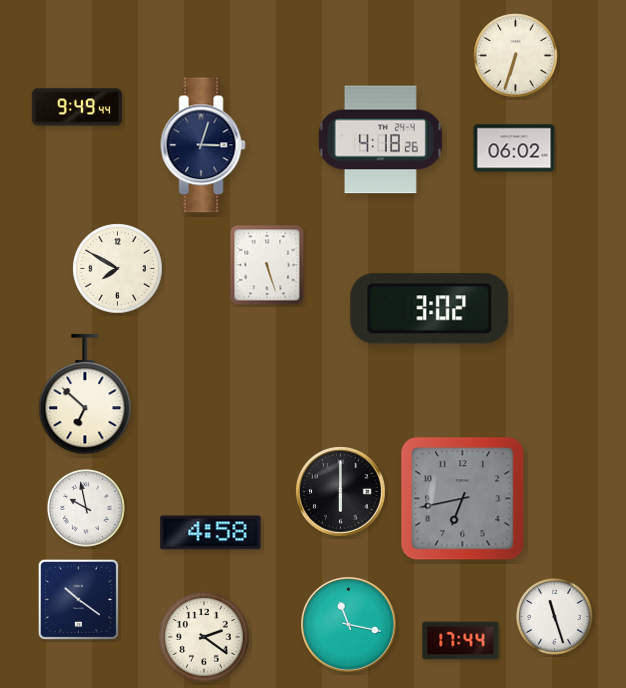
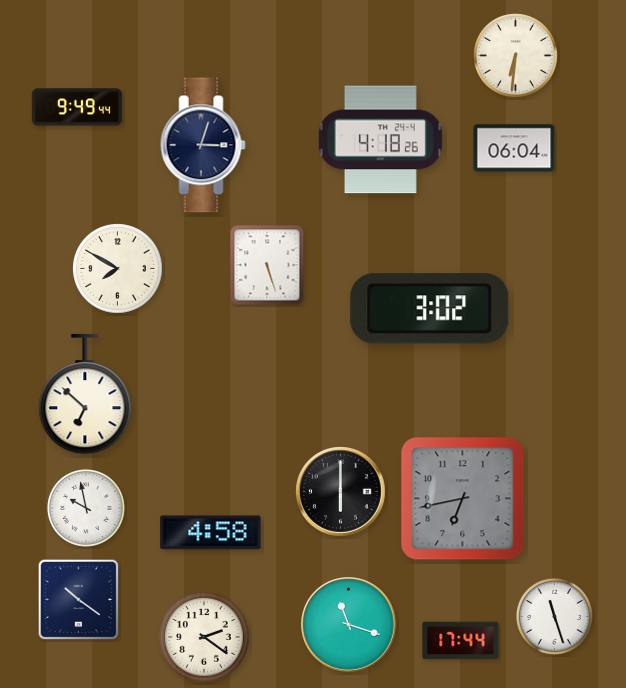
clock at (516, 56): 6:33 -> 6:31
clock at (514, 148): 06:02 -> 06:04
clock at (349, 625): 11:17 -> 11:18
